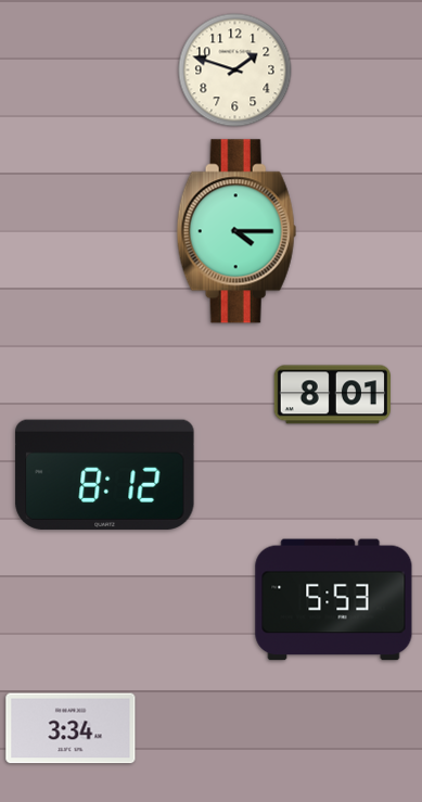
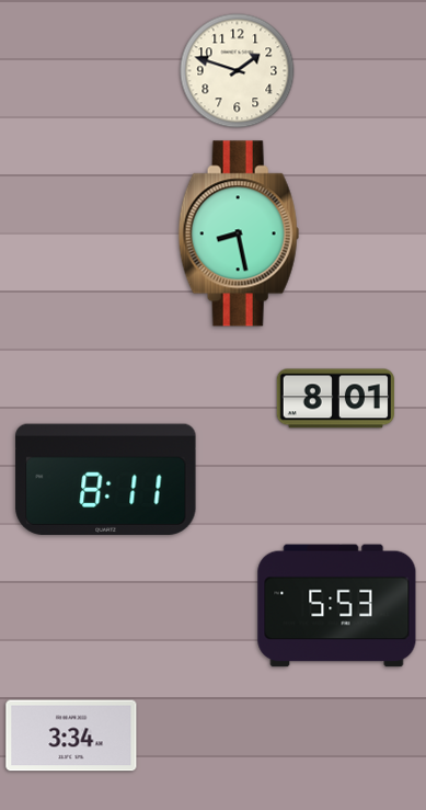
clock at (236, 231): 4:15 -> 8:28
clock at (105, 474): 8:12 -> 8:11
